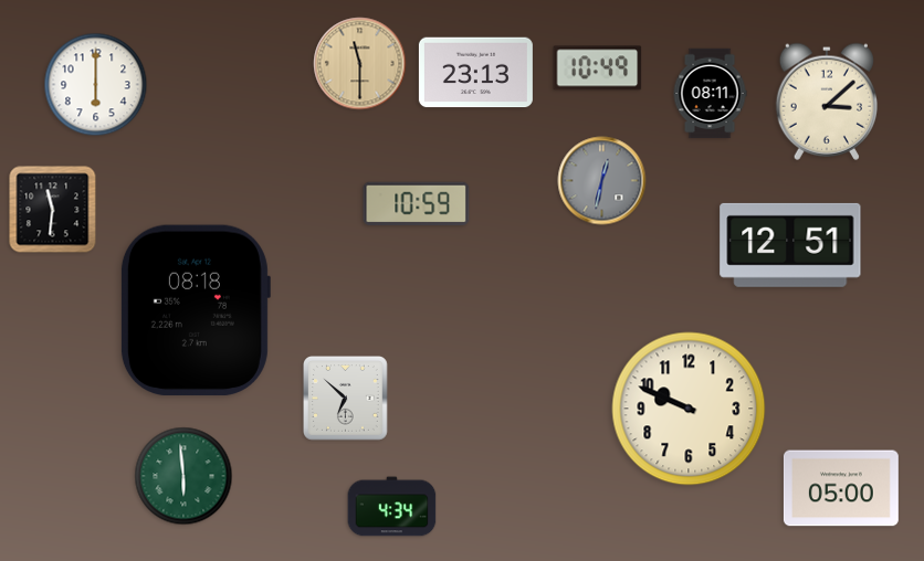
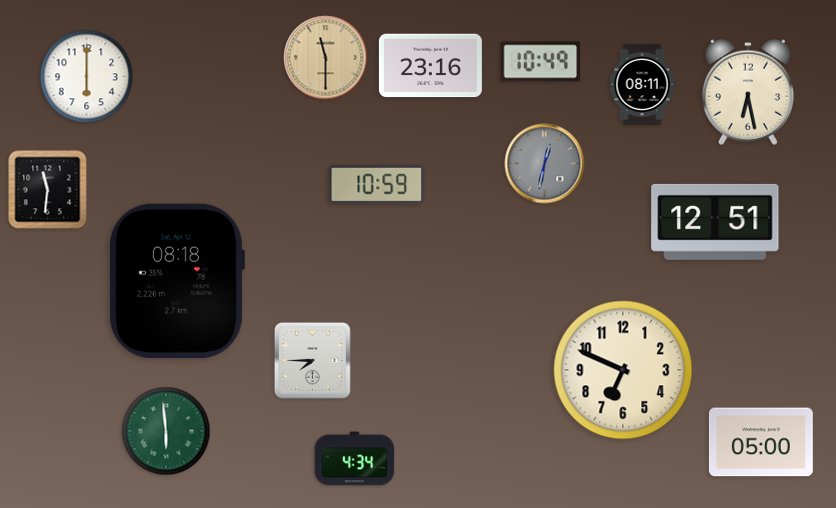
clock at (475, 73): 23:13 -> 23:16
clock at (826, 102): 3:08 -> 6:28
clock at (346, 399): 6:52 -> 7:45
clock at (689, 409): 9:49 -> 6:49
